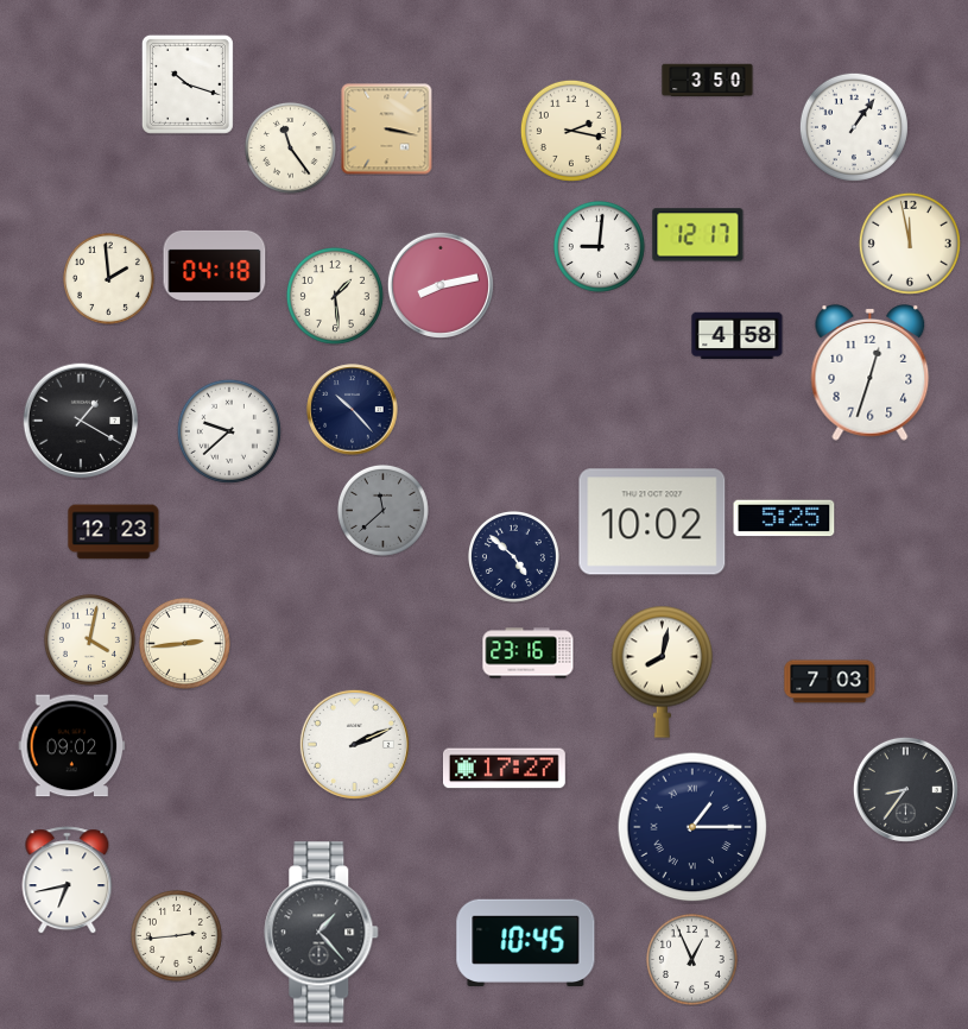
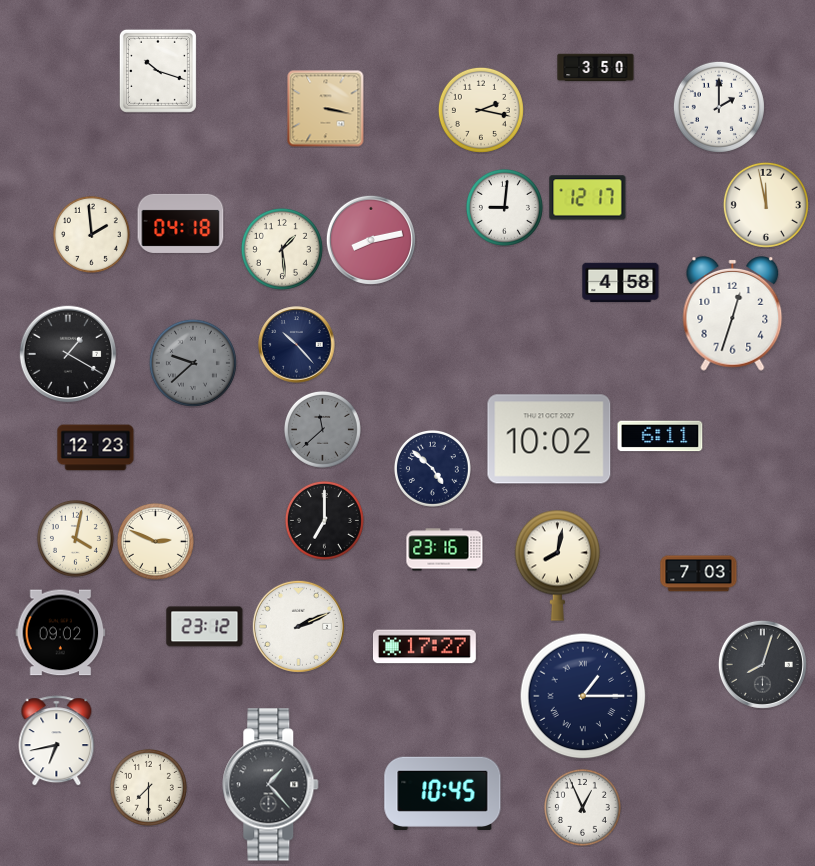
clock at (854, 127): 1:06 -> 2:00
clock at (290, 147): 11:24 -> none
clock at (229, 431) dial: white -> grey
clock at (784, 518): 5:25 -> 6:11
clock at (324, 520): none -> 7:00
clock at (184, 643): 2:44 -> 2:49
clock at (205, 627): none -> 23:12
clock at (72, 746) position: (72, 746) -> (61, 633)
clock at (905, 789): 8:36 -> 8:03
clock at (176, 935): 2:44 -> 7:30
